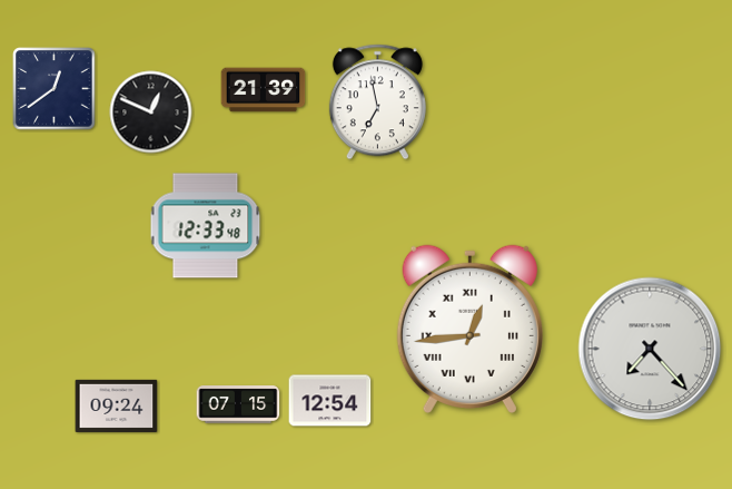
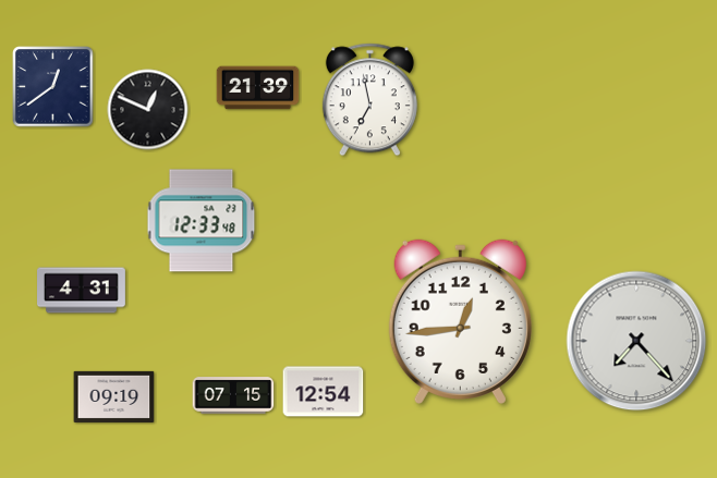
clock at (82, 291): none -> 4:31
clock at (469, 329) numerals: Roman -> Arabic
clock at (117, 405): 09:24 -> 09:19
